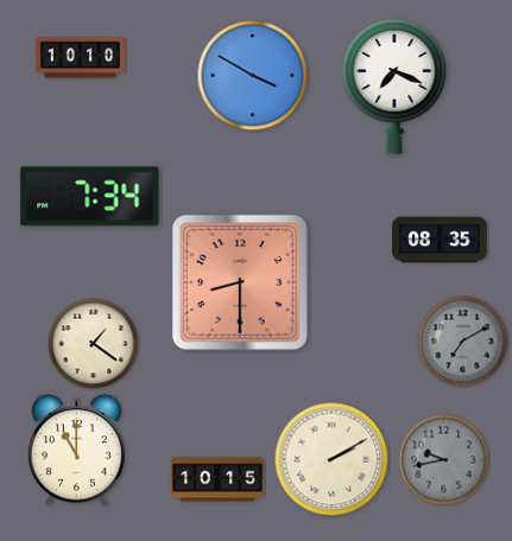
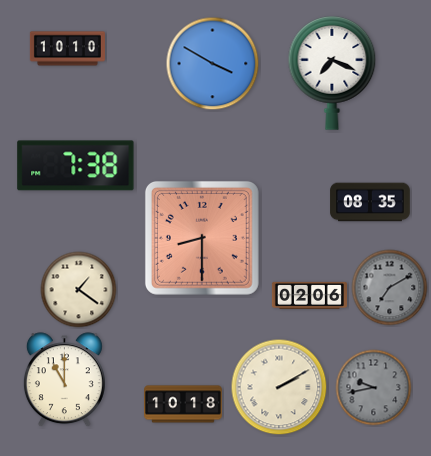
clock at (90, 197): 7:34 -> 7:38
clock at (309, 295): none -> 02:06
clock at (219, 479): 10:15 -> 10:18
